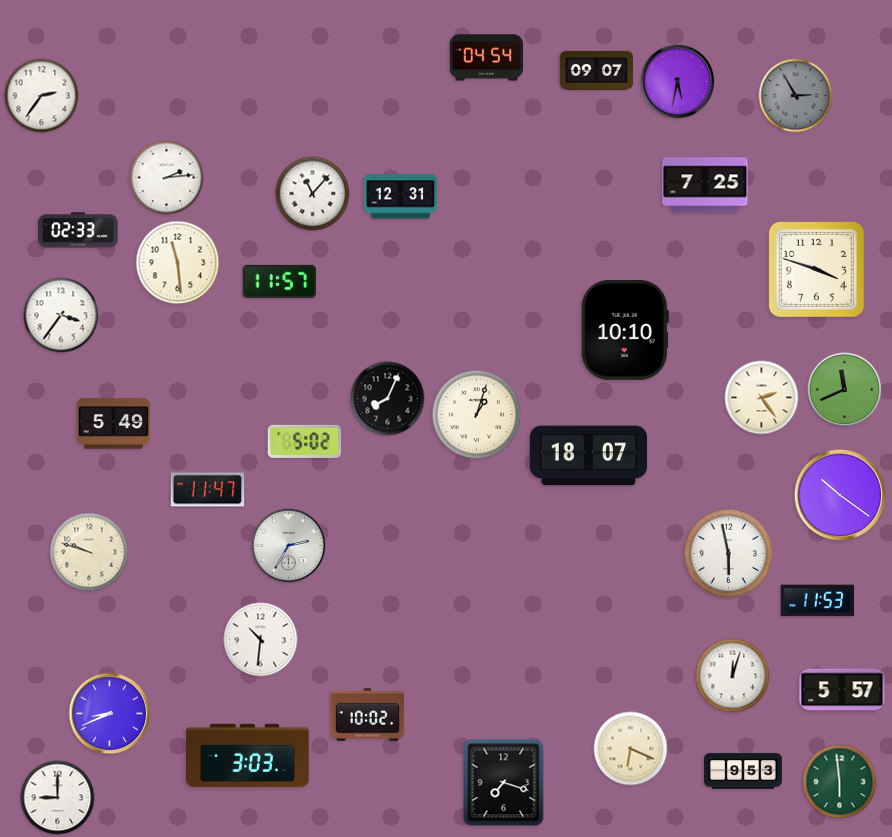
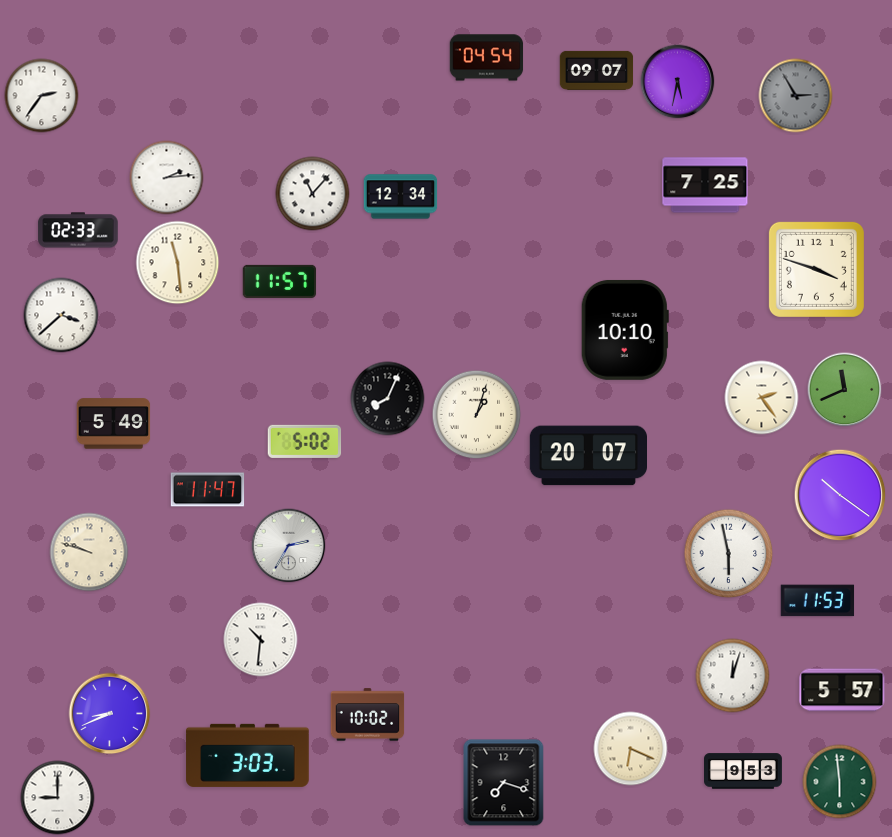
clock at (401, 197): 12:31 -> 12:34
clock at (61, 315): 3:36 -> 3:38
clock at (588, 456): 18:07 -> 20:07
